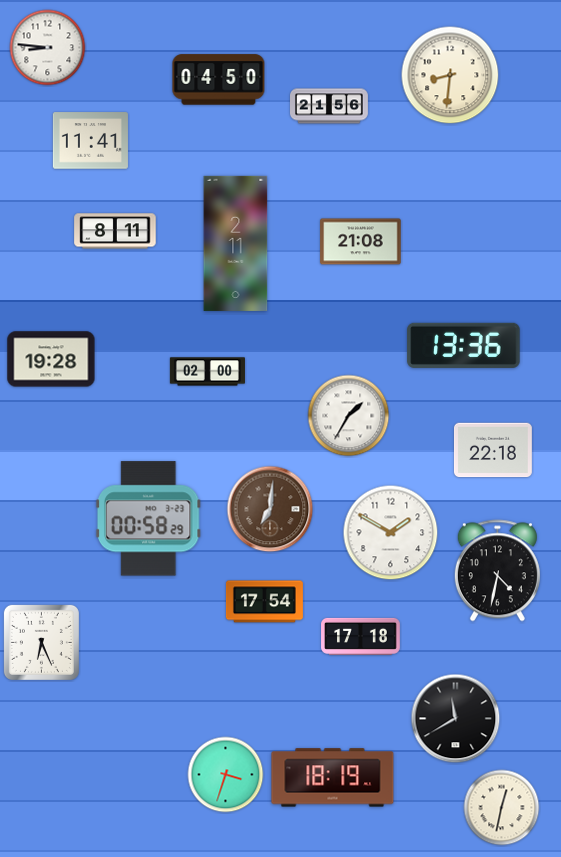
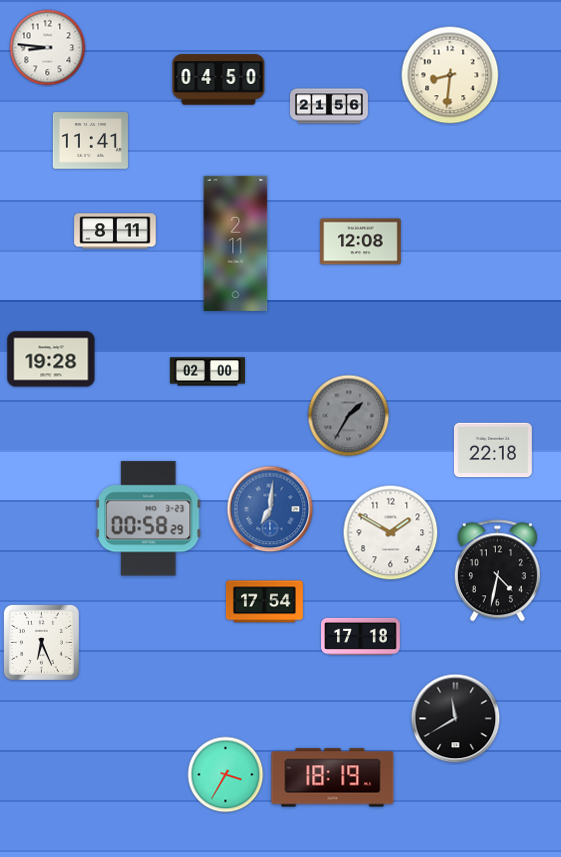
clock at (361, 242): 21:08 -> 12:08
clock at (464, 345): 13:36 -> none
clock at (349, 416) dial: white -> grey
clock at (270, 509) dial: brown -> blue
clock at (226, 775): 3:33 -> 3:35
clock at (502, 808): 12:32 -> none
